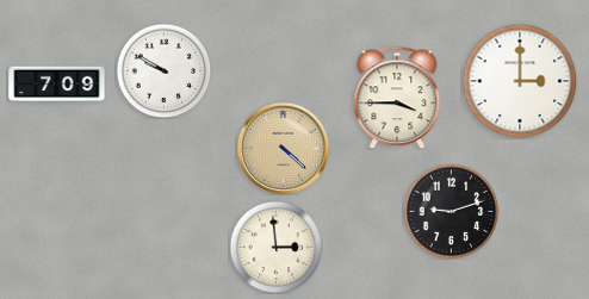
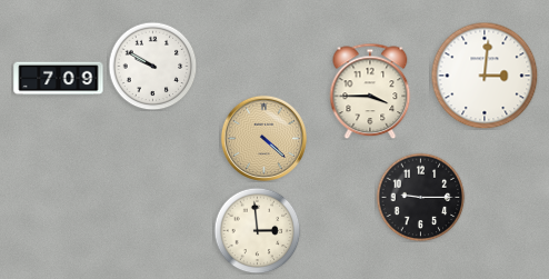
clock at (520, 81): 3:00 -> 3:01
clock at (57, 85) position: (57, 85) -> (59, 79)
clock at (451, 211): 9:12 -> 9:15
